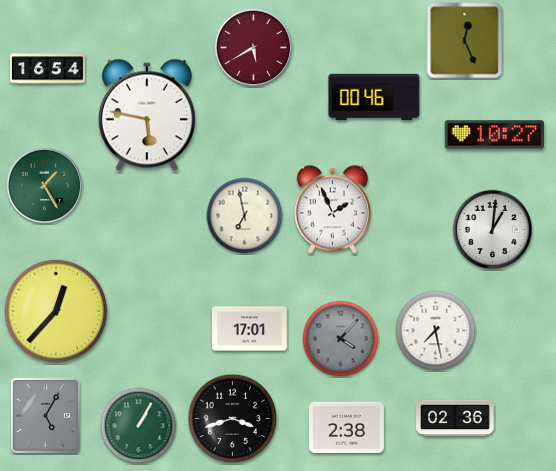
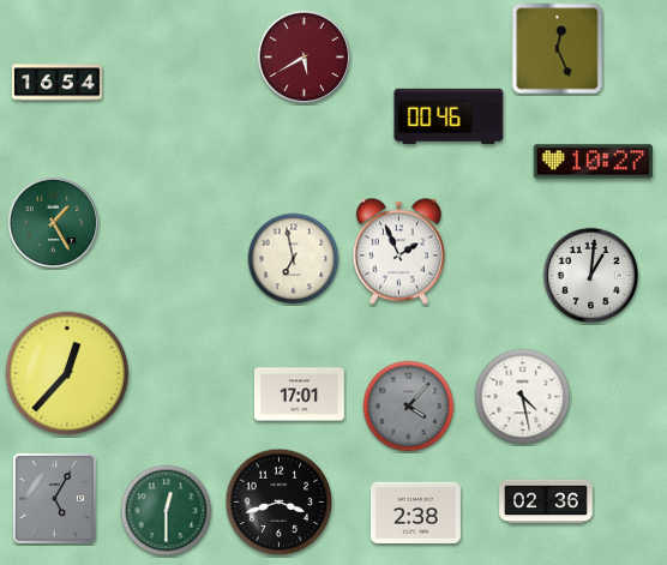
clock at (147, 115): 5:47 -> none
clock at (436, 331): 7:28 -> 4:28
clock at (139, 426): 1:05 -> 12:30
